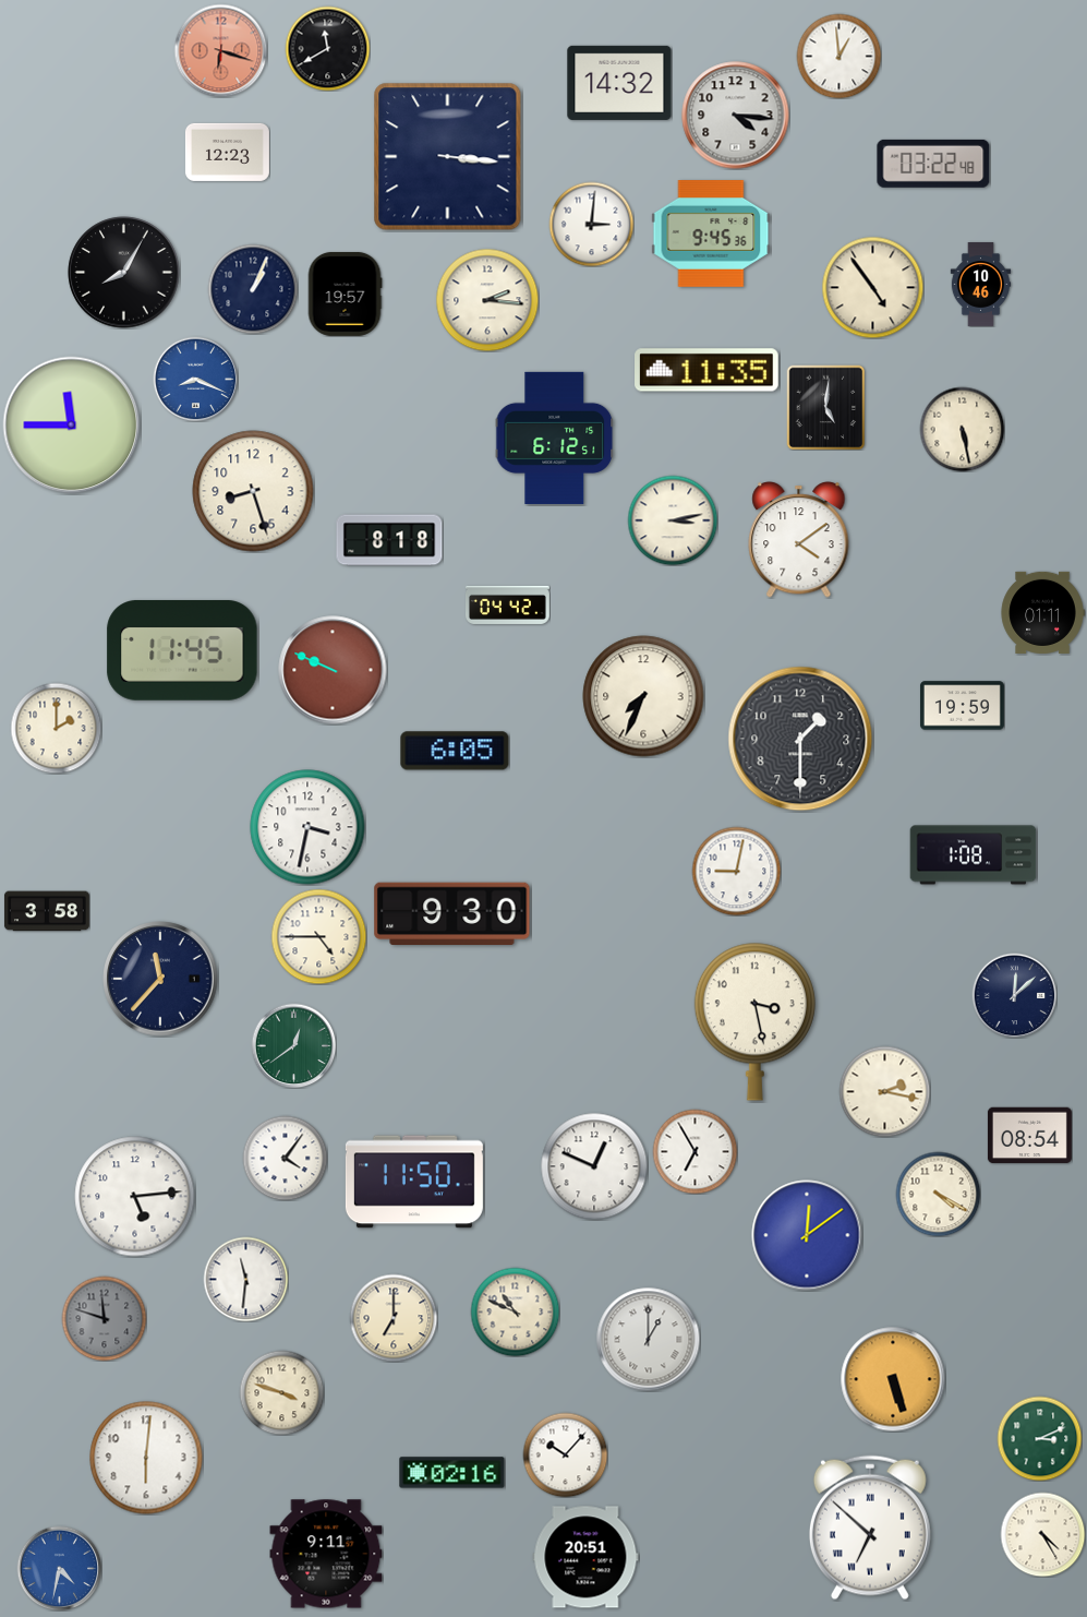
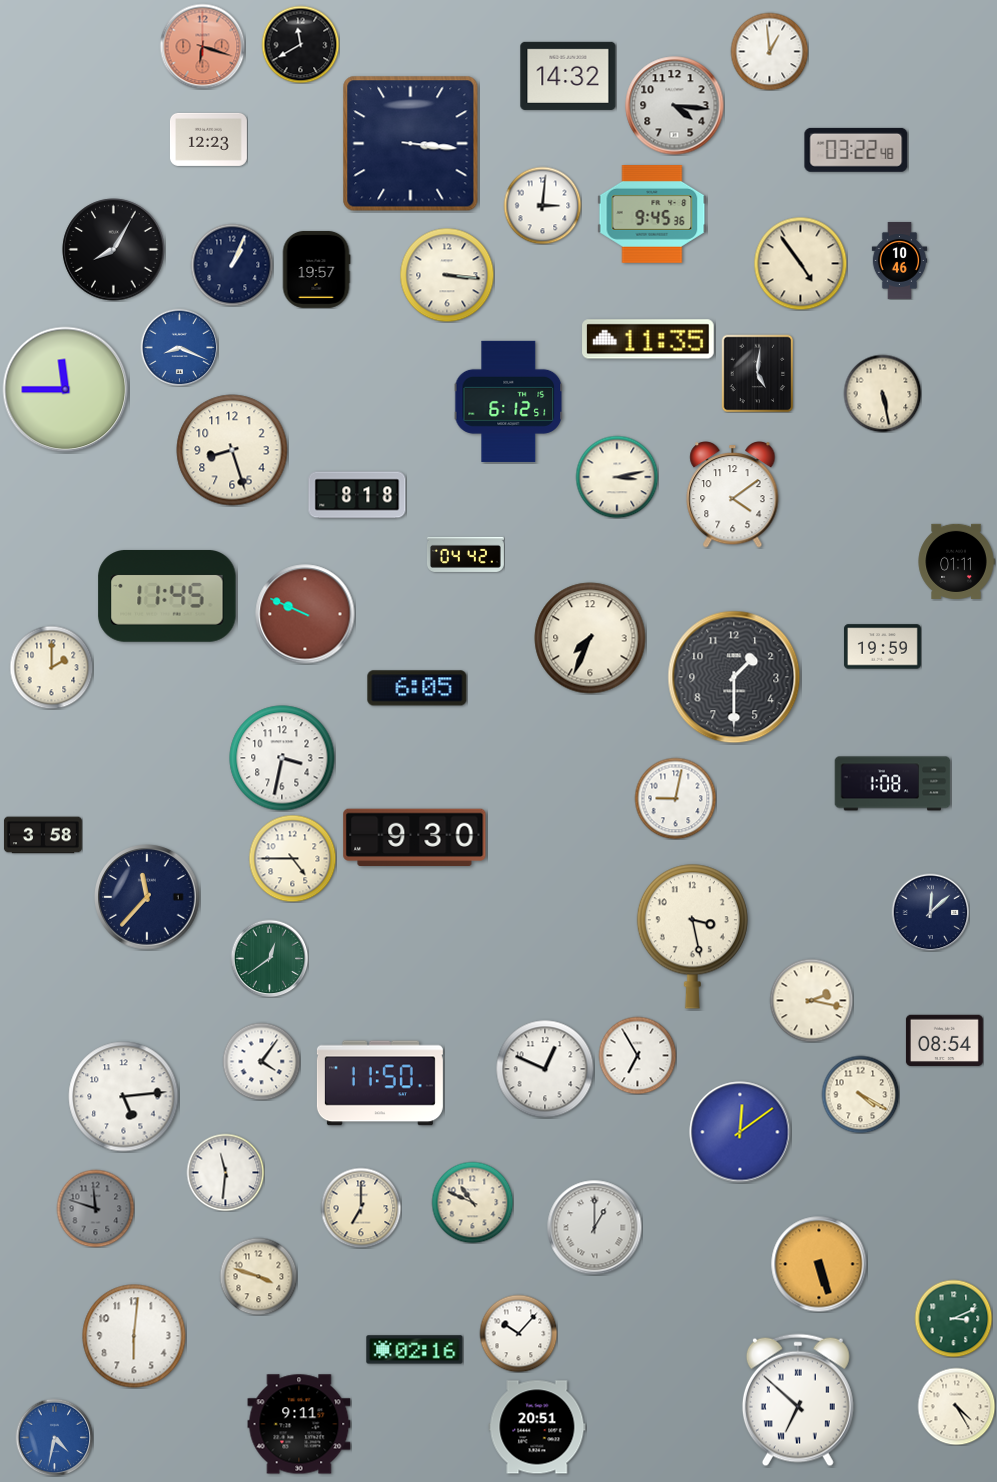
clock at (487, 300): 2:16 -> 3:16
